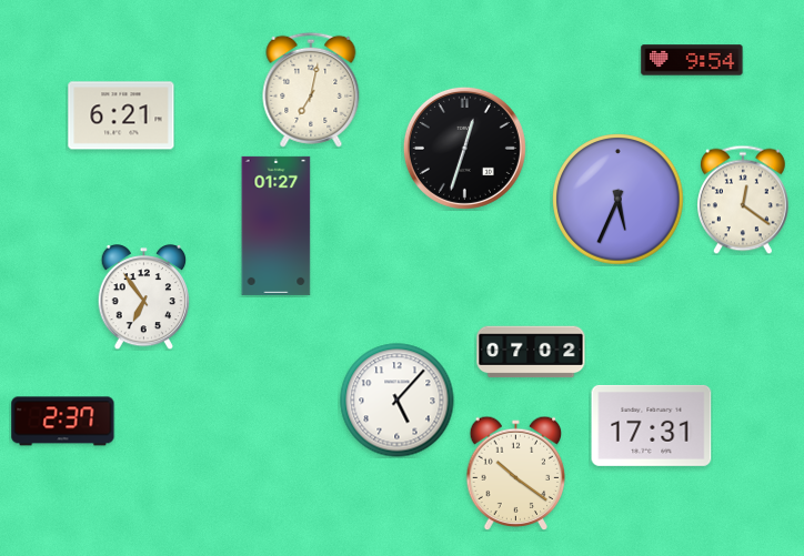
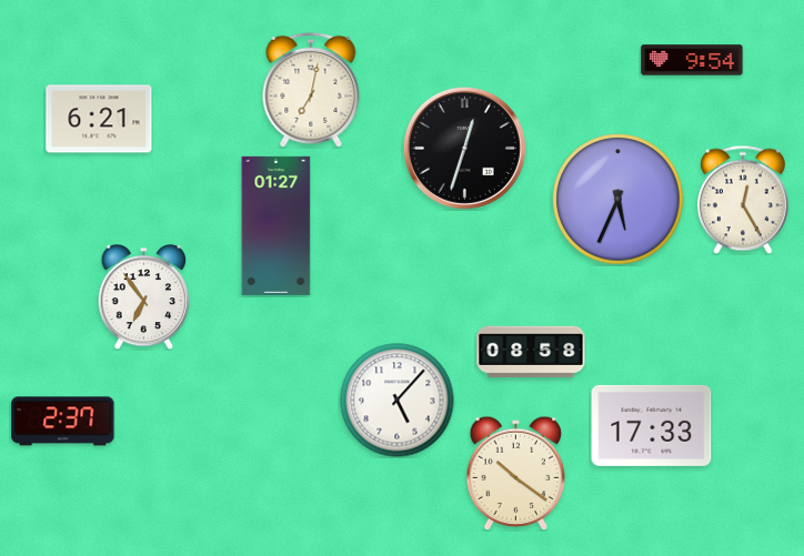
clock at (121, 115) position: (121, 115) -> (99, 119)
clock at (743, 200): 12:21 -> 12:25
clock at (531, 352): 07:02 -> 08:58
clock at (652, 425): 17:31 -> 17:33
